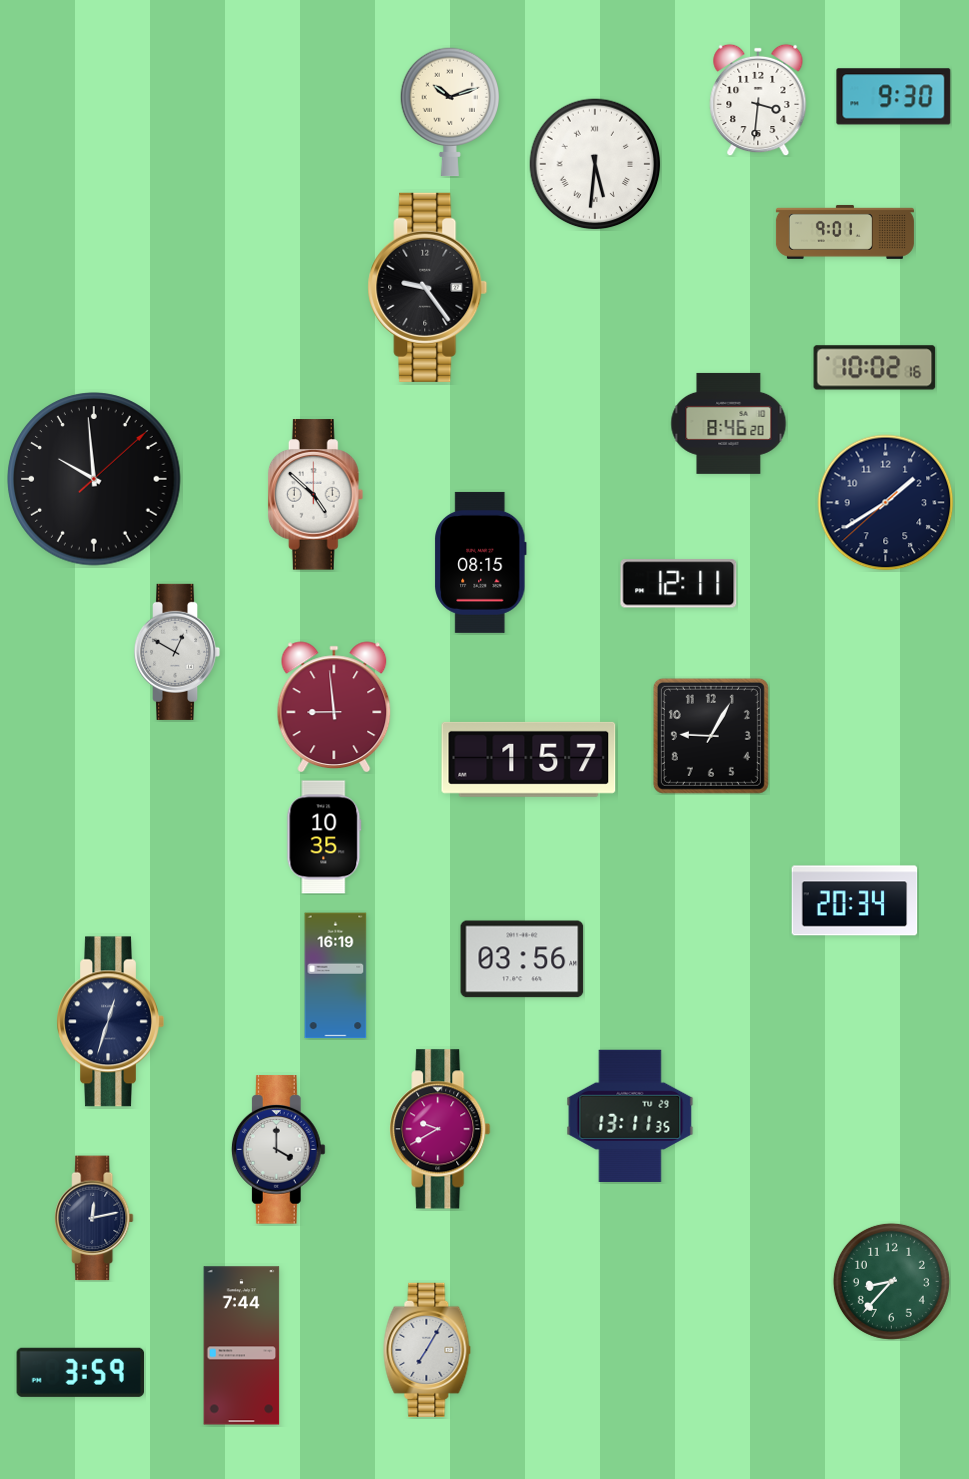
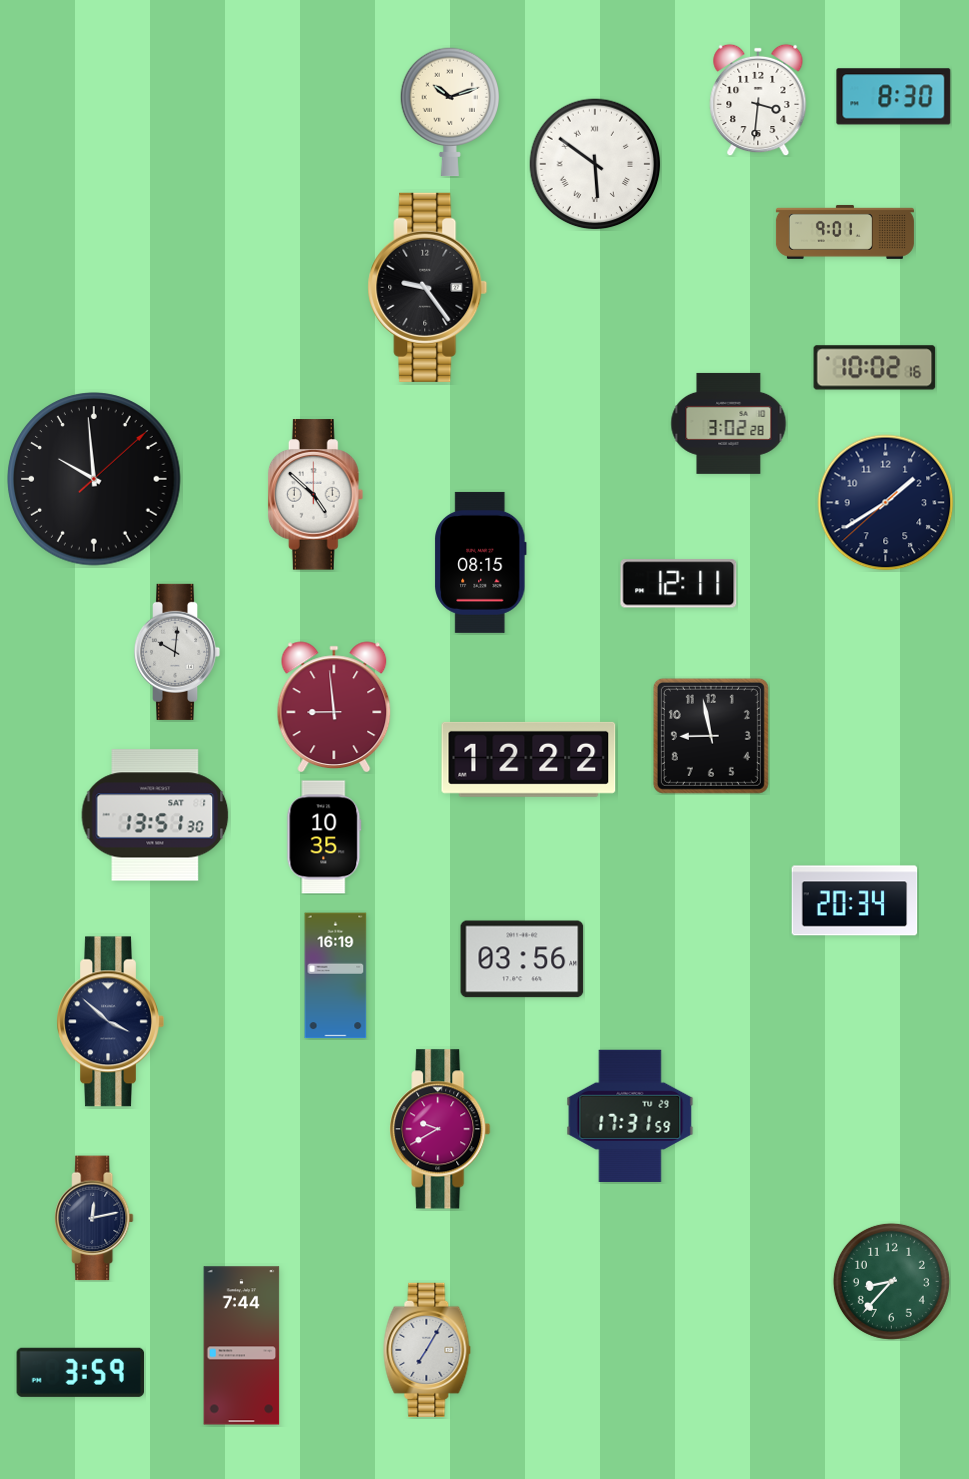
clock at (894, 97): 9:30 -> 8:30
clock at (595, 164): 5:31 -> 5:51
clock at (729, 423): 8:46 -> 3:02
clock at (177, 652): 12:50 -> 10:01
clock at (711, 736): 9:05 -> 8:58
clock at (529, 759): 1:57 -> 12:22
clock at (155, 815): none -> 13:51
clock at (110, 1022): 12:33 -> 3:52
clock at (630, 1116): 13:11 -> 17:31
clock at (278, 1150): 4:00 -> none
